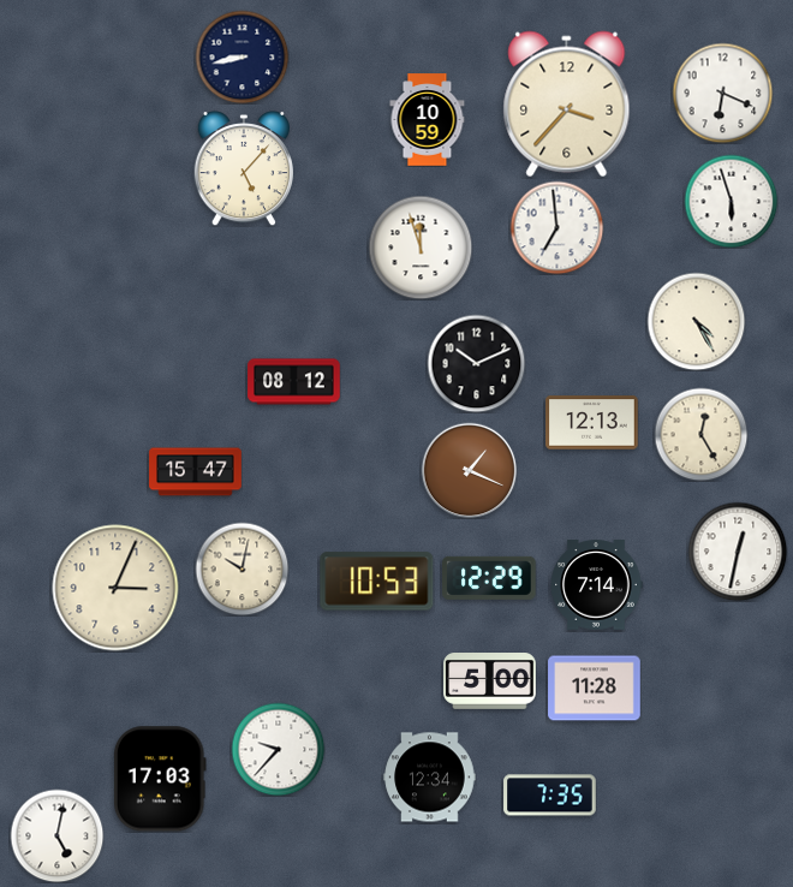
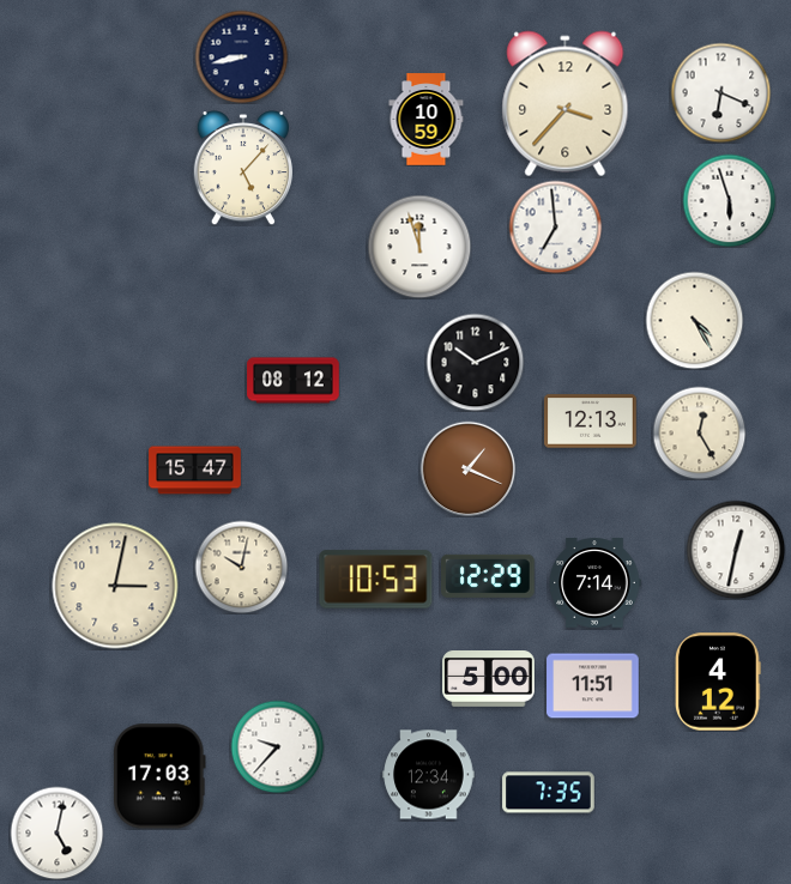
clock at (115, 588): 3:04 -> 3:02
clock at (718, 682): none -> 4:12
clock at (595, 689): 11:28 -> 11:51
